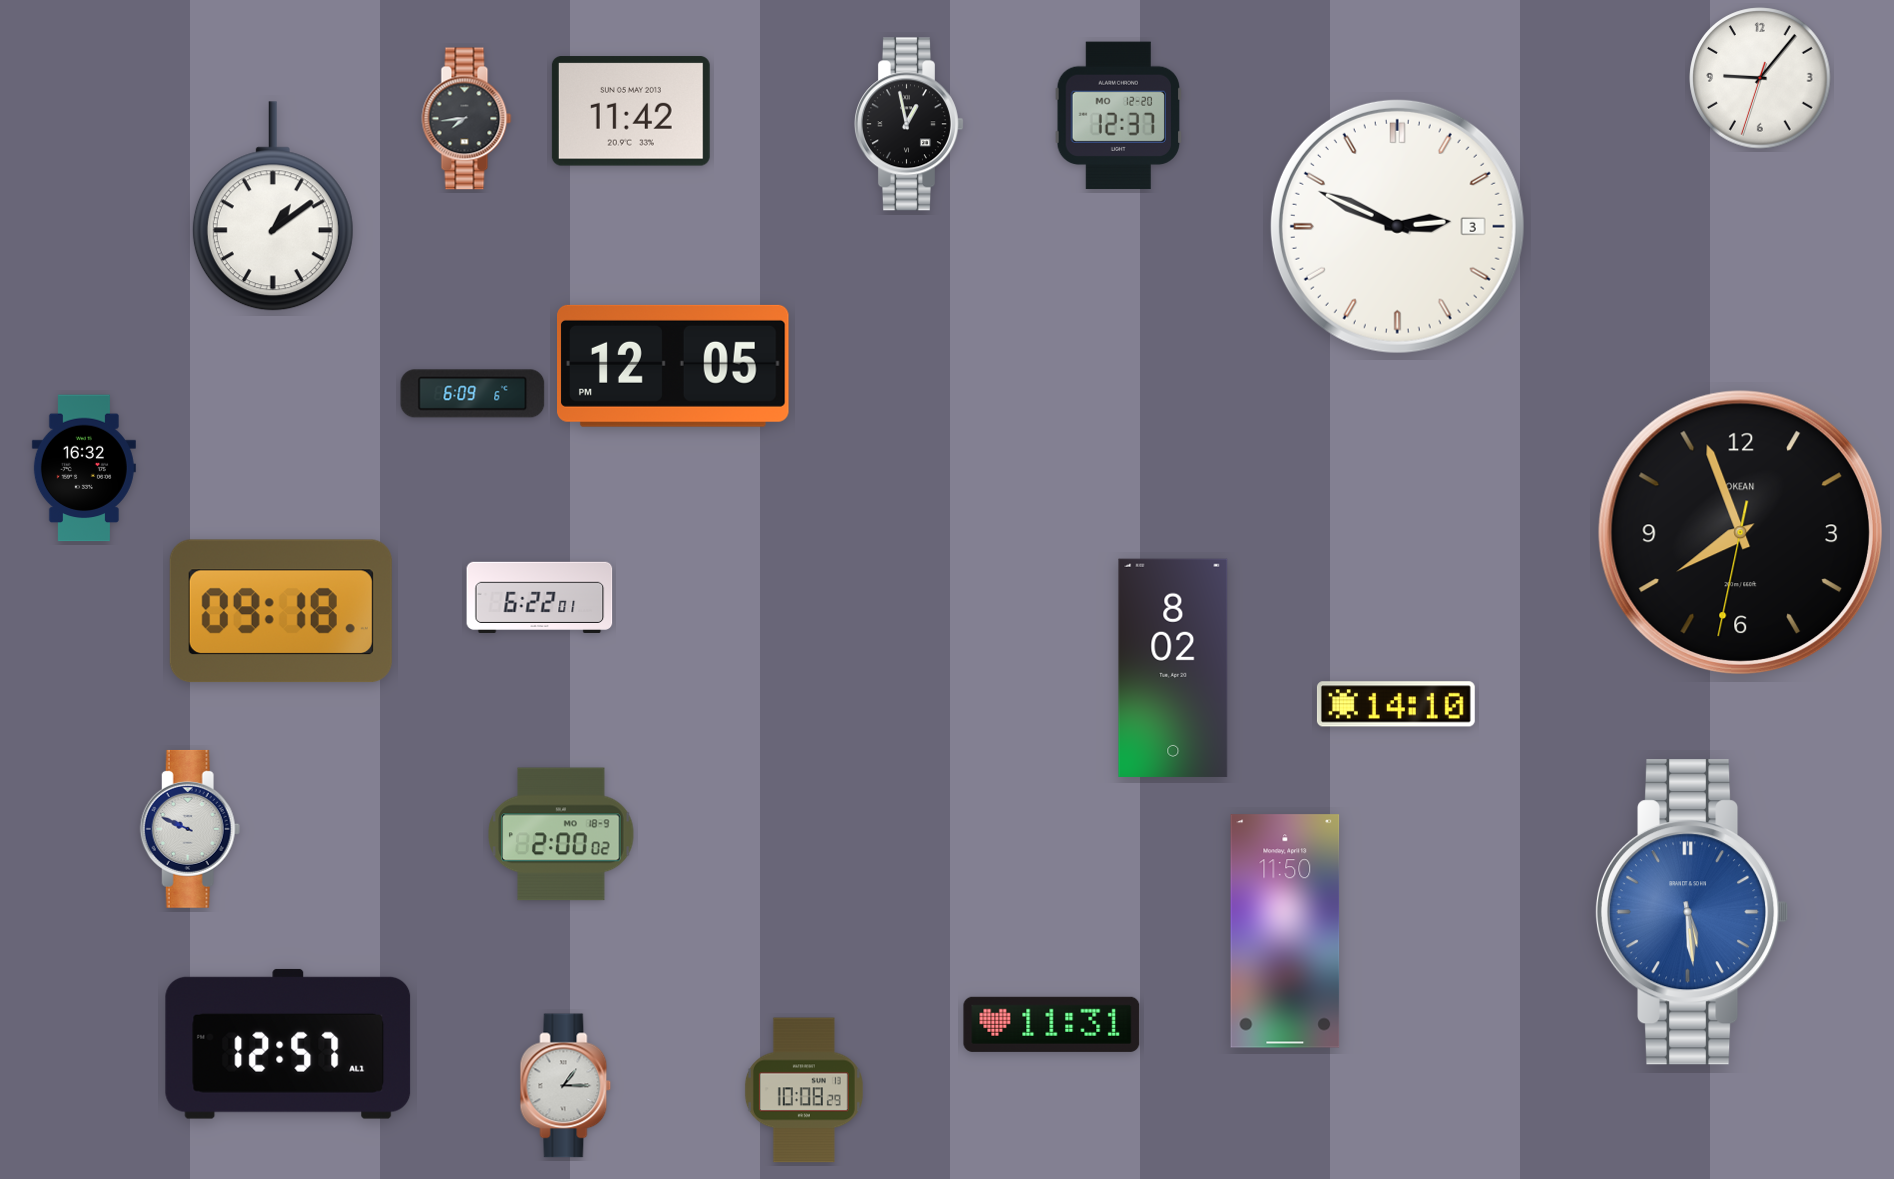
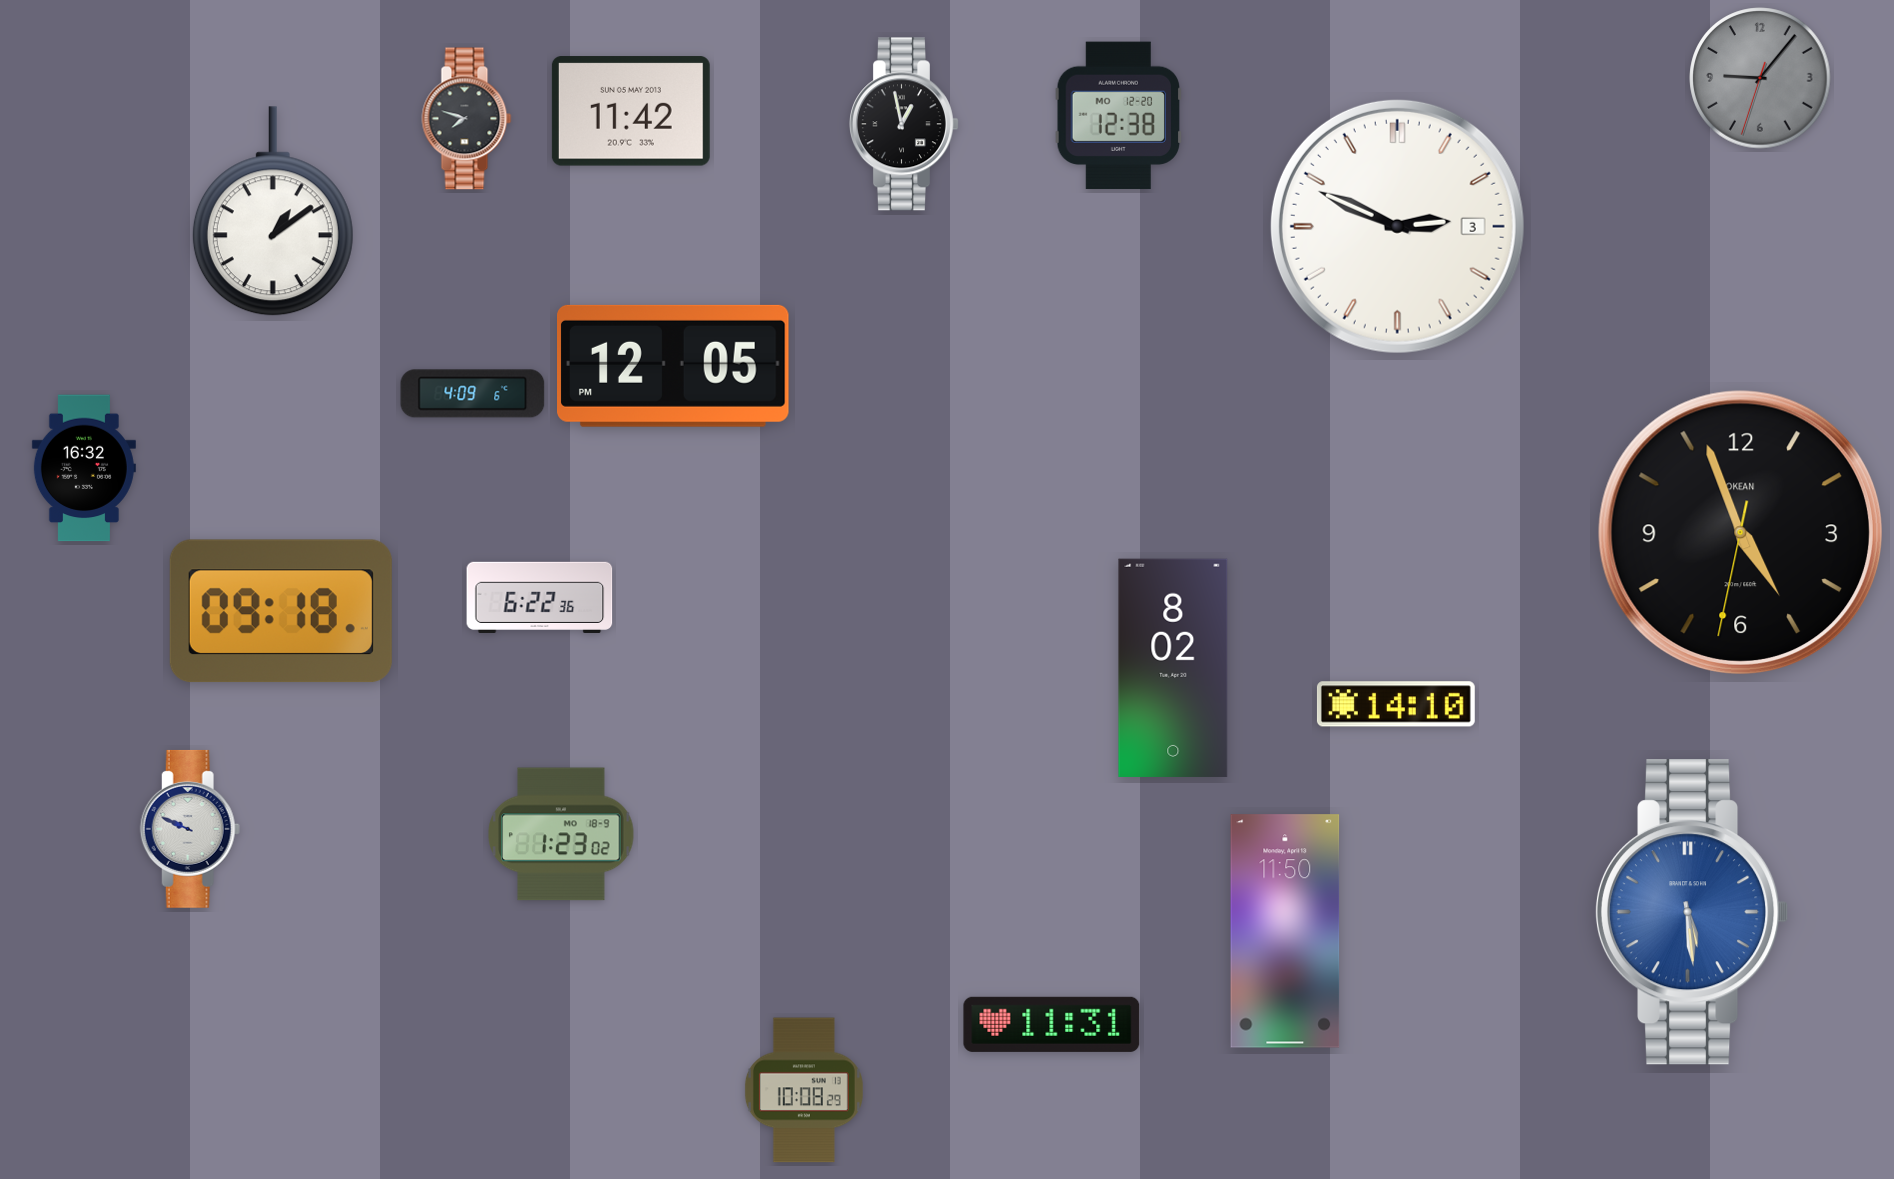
clock at (1760, 78) dial: white -> grey
clock at (1119, 116): 12:37 -> 12:38
clock at (467, 119): 7:44 -> 7:48
clock at (910, 124) position: (910, 124) -> (905, 124)
clock at (273, 206) position: (273, 206) -> (273, 211)
clock at (473, 394): 6:09 -> 4:09
clock at (1740, 532): 7:56 -> 4:56
clock at (540, 597): 6:22:01 -> 6:22:36
clock at (561, 834): 2:00 -> 1:23
clock at (288, 1044): 12:57 -> none
clock at (566, 1086): 1:15 -> none
